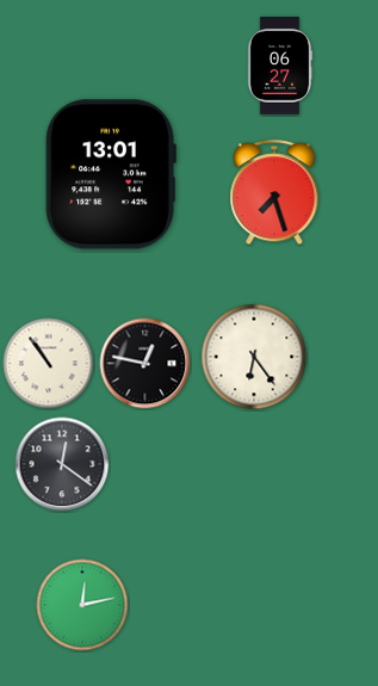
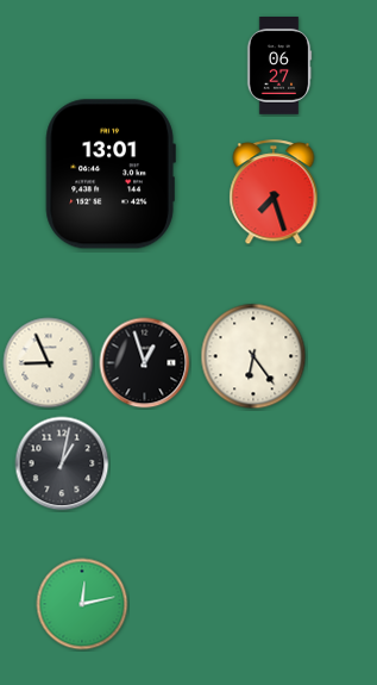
clock at (49, 364): 10:54 -> 8:56
clock at (145, 364): 12:47 -> 12:57
clock at (62, 464): 12:21 -> 1:02
